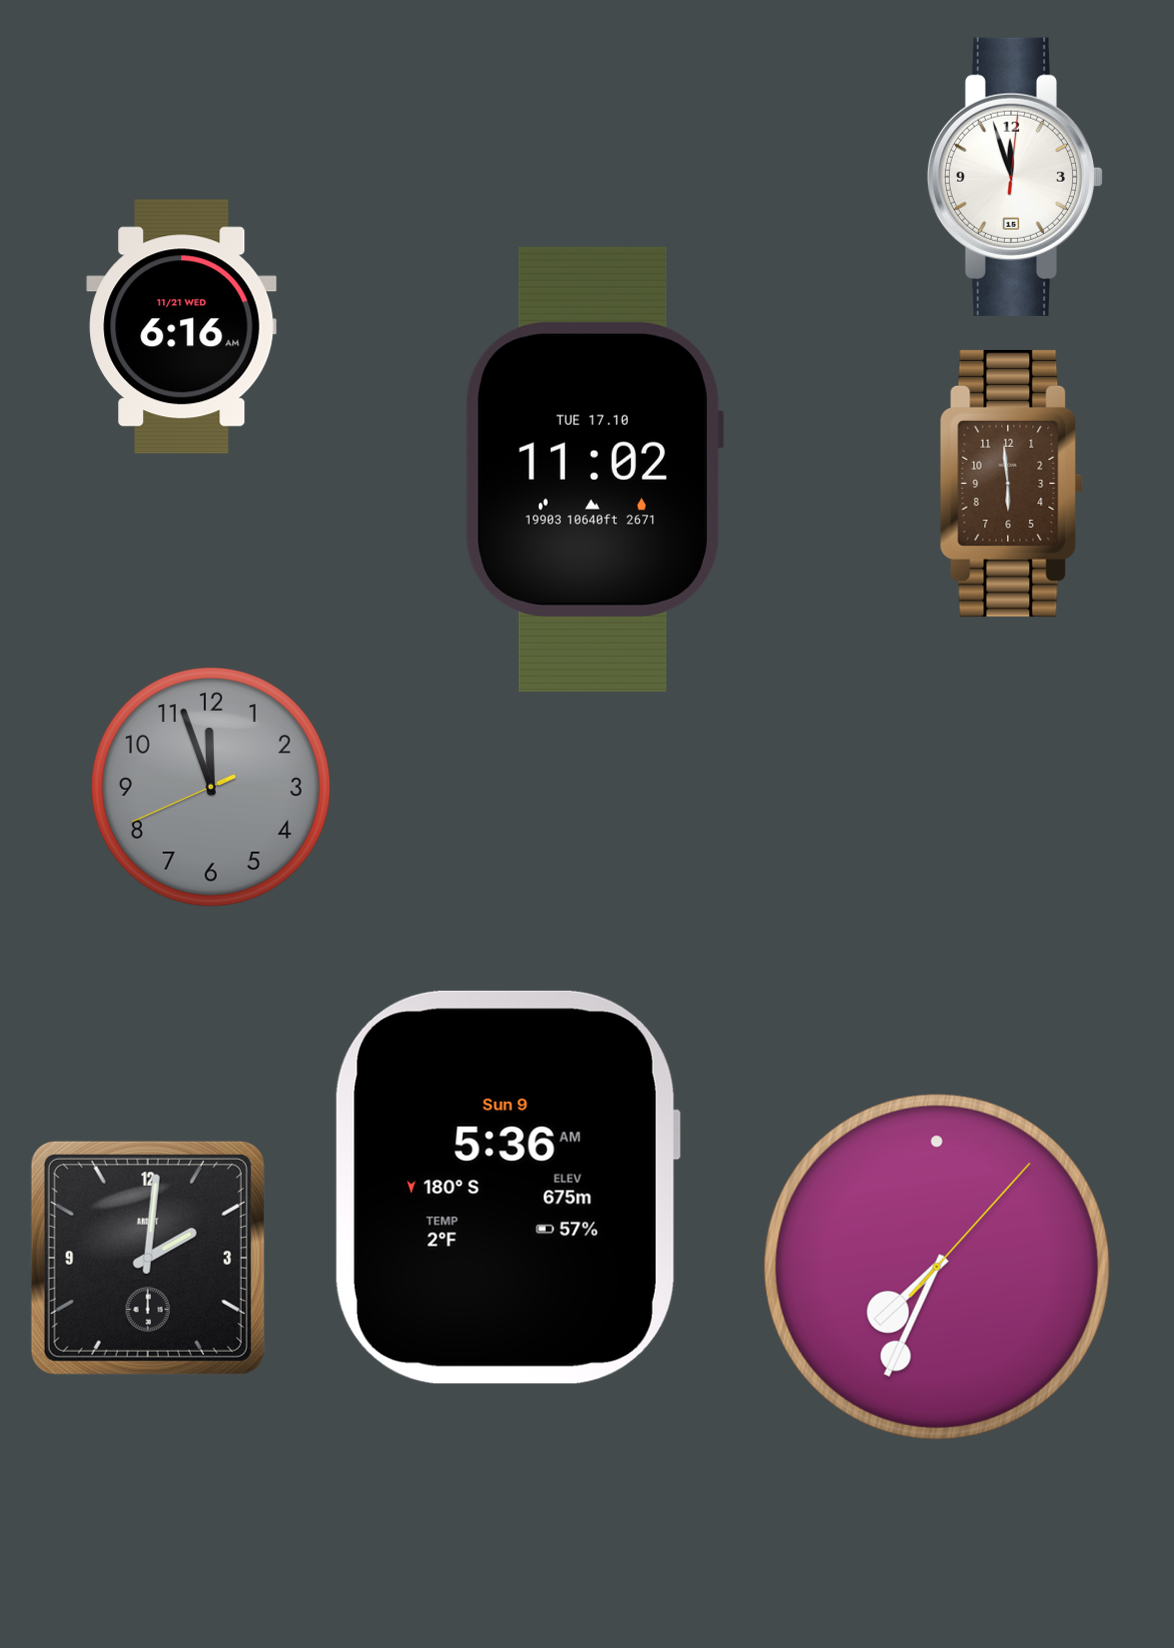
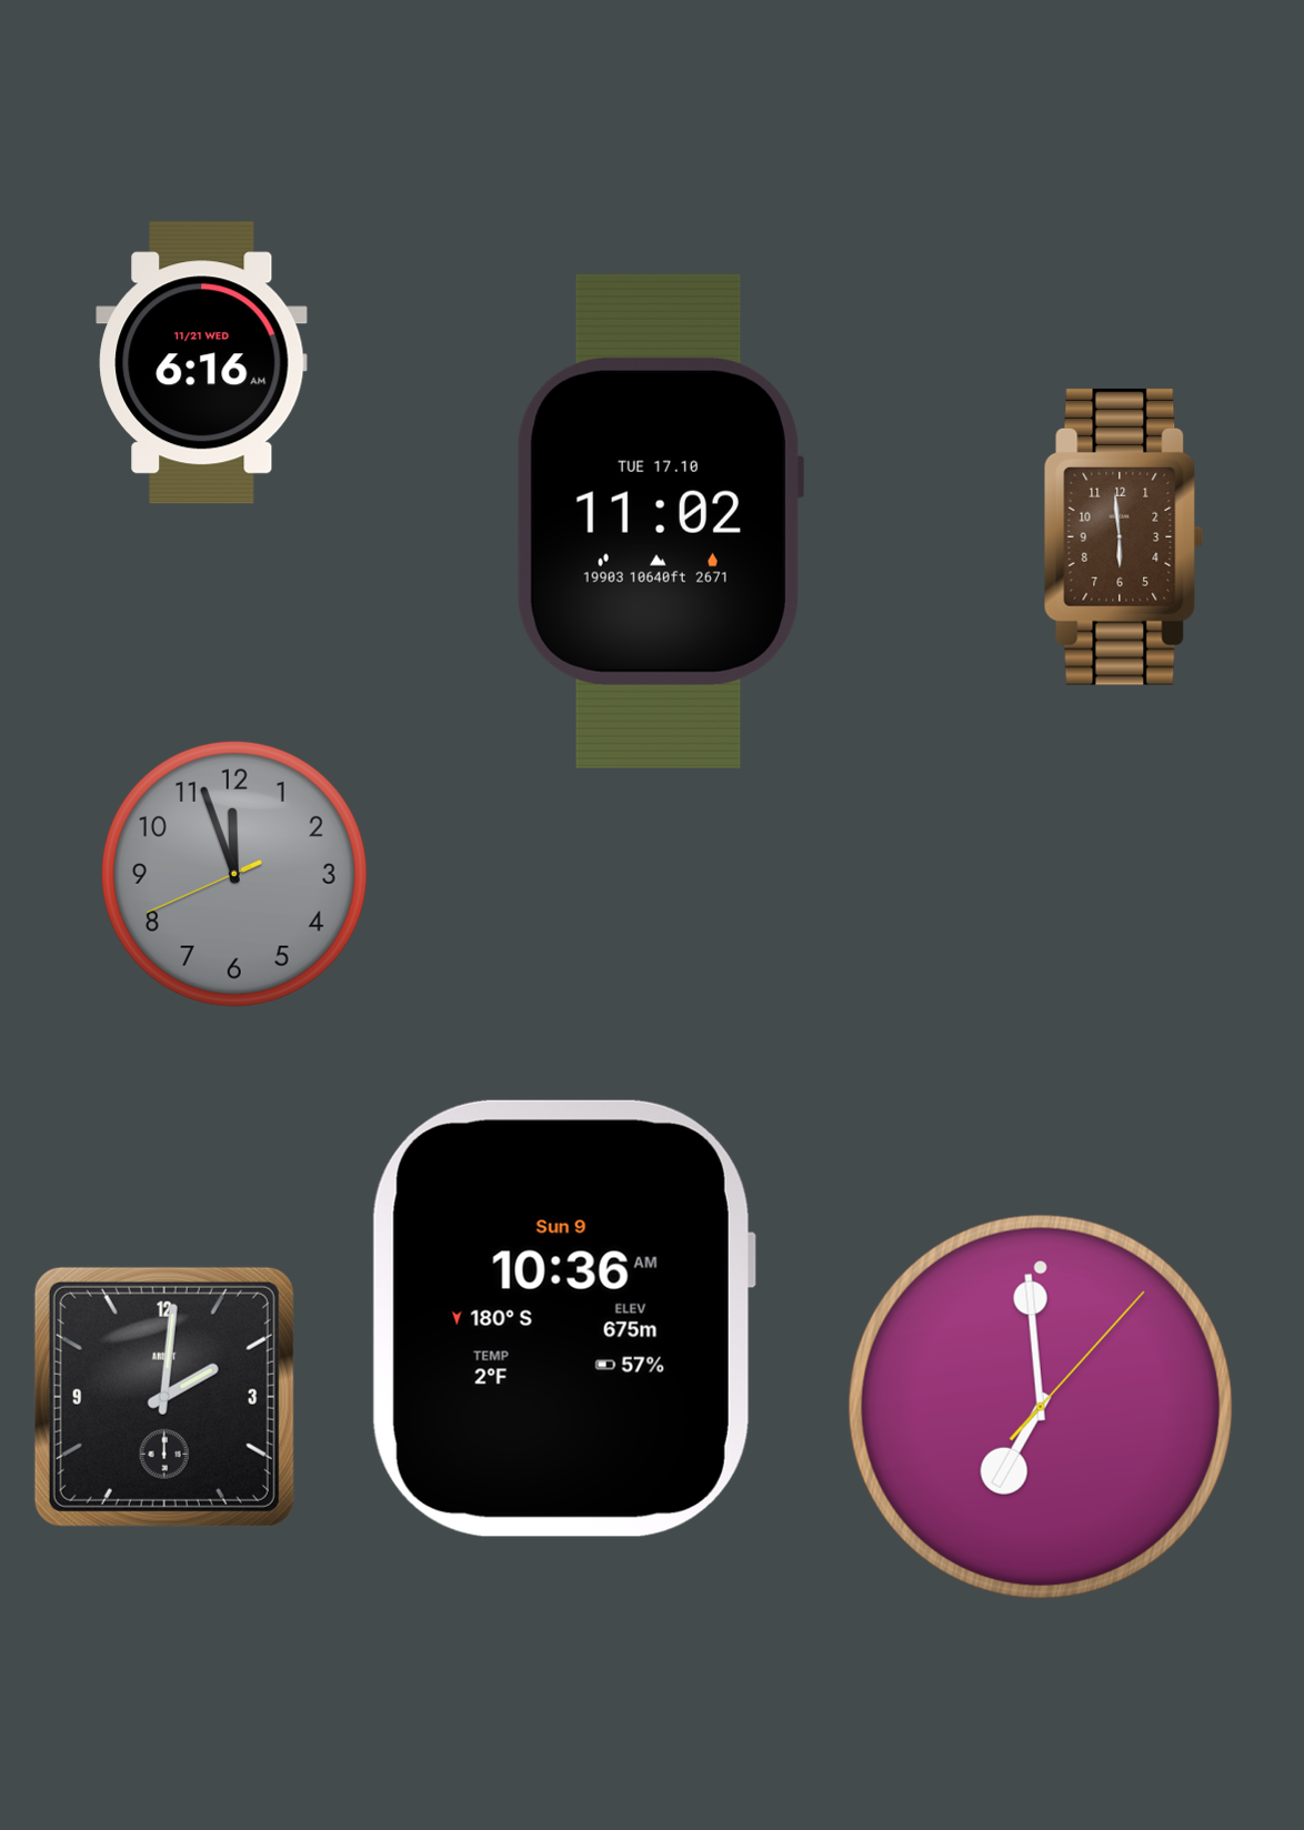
clock at (1015, 177): 11:57 -> none
clock at (507, 1187): 5:36 -> 10:36
clock at (937, 1267): 7:34 -> 6:59
